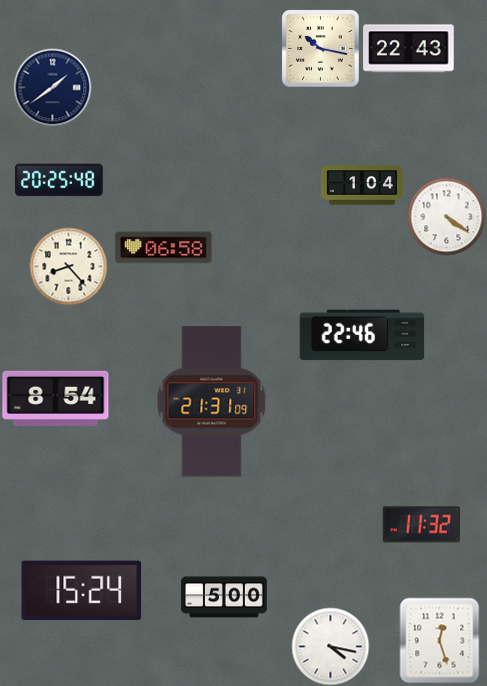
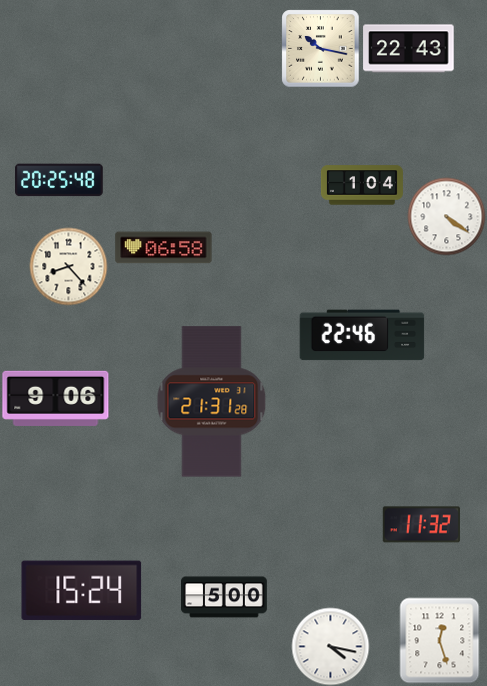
clock at (52, 87): 1:39 -> none
clock at (56, 398): 8:54 -> 9:06
clock at (212, 402): 21:31:09 -> 21:31:28
